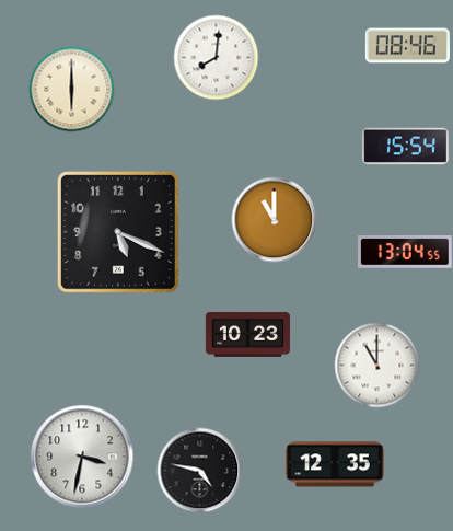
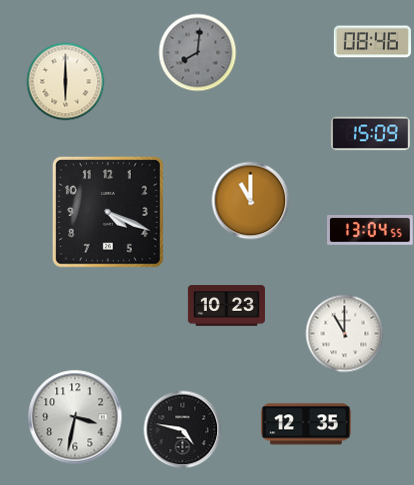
clock at (216, 57) dial: white -> grey
clock at (405, 147): 15:54 -> 15:09
clock at (118, 232): 5:19 -> 4:19
